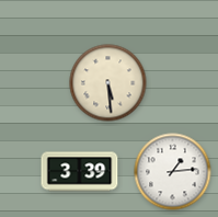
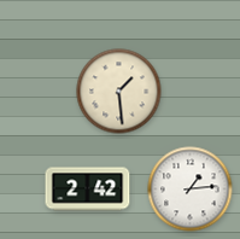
clock at (108, 83): 5:29 -> 1:29
clock at (80, 172): 3:39 -> 2:42
